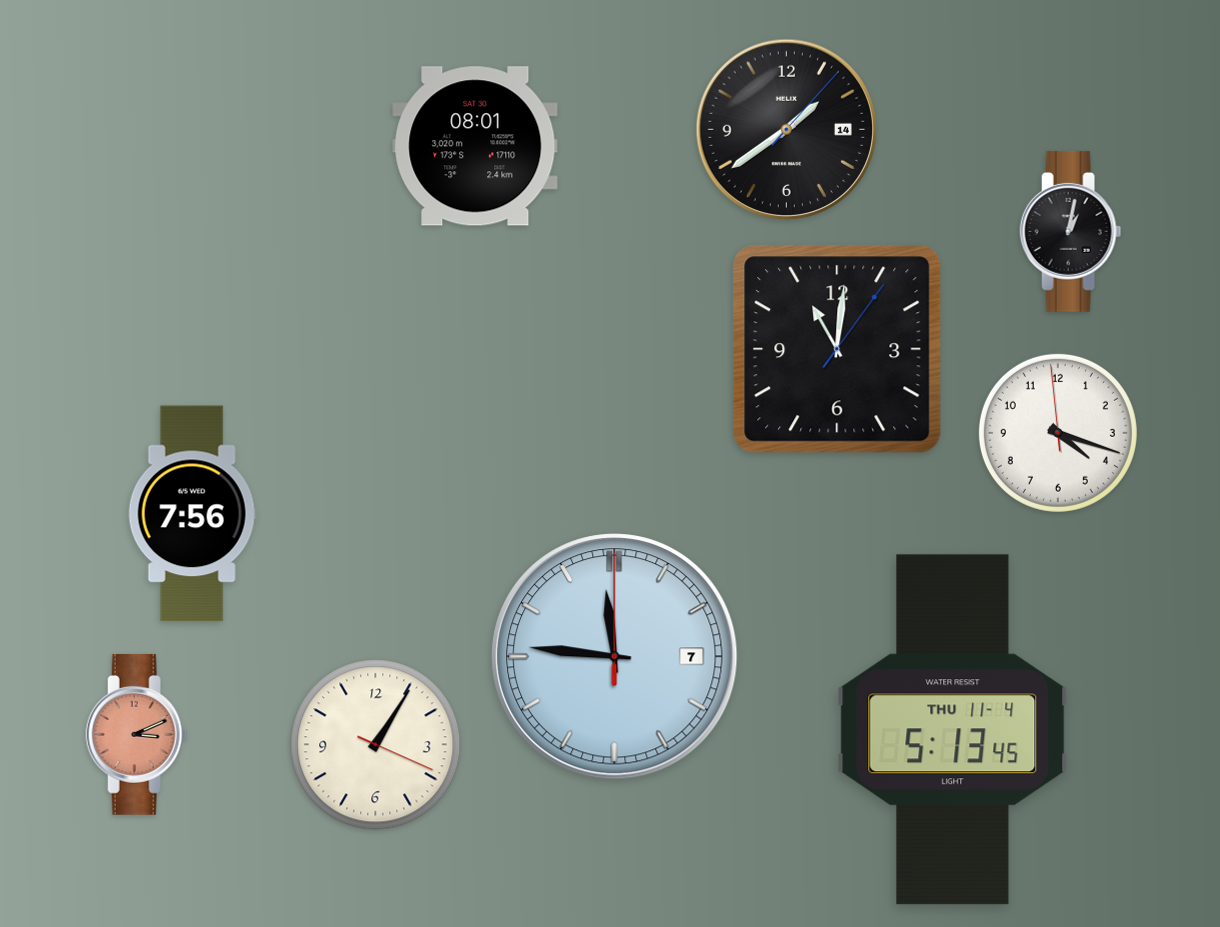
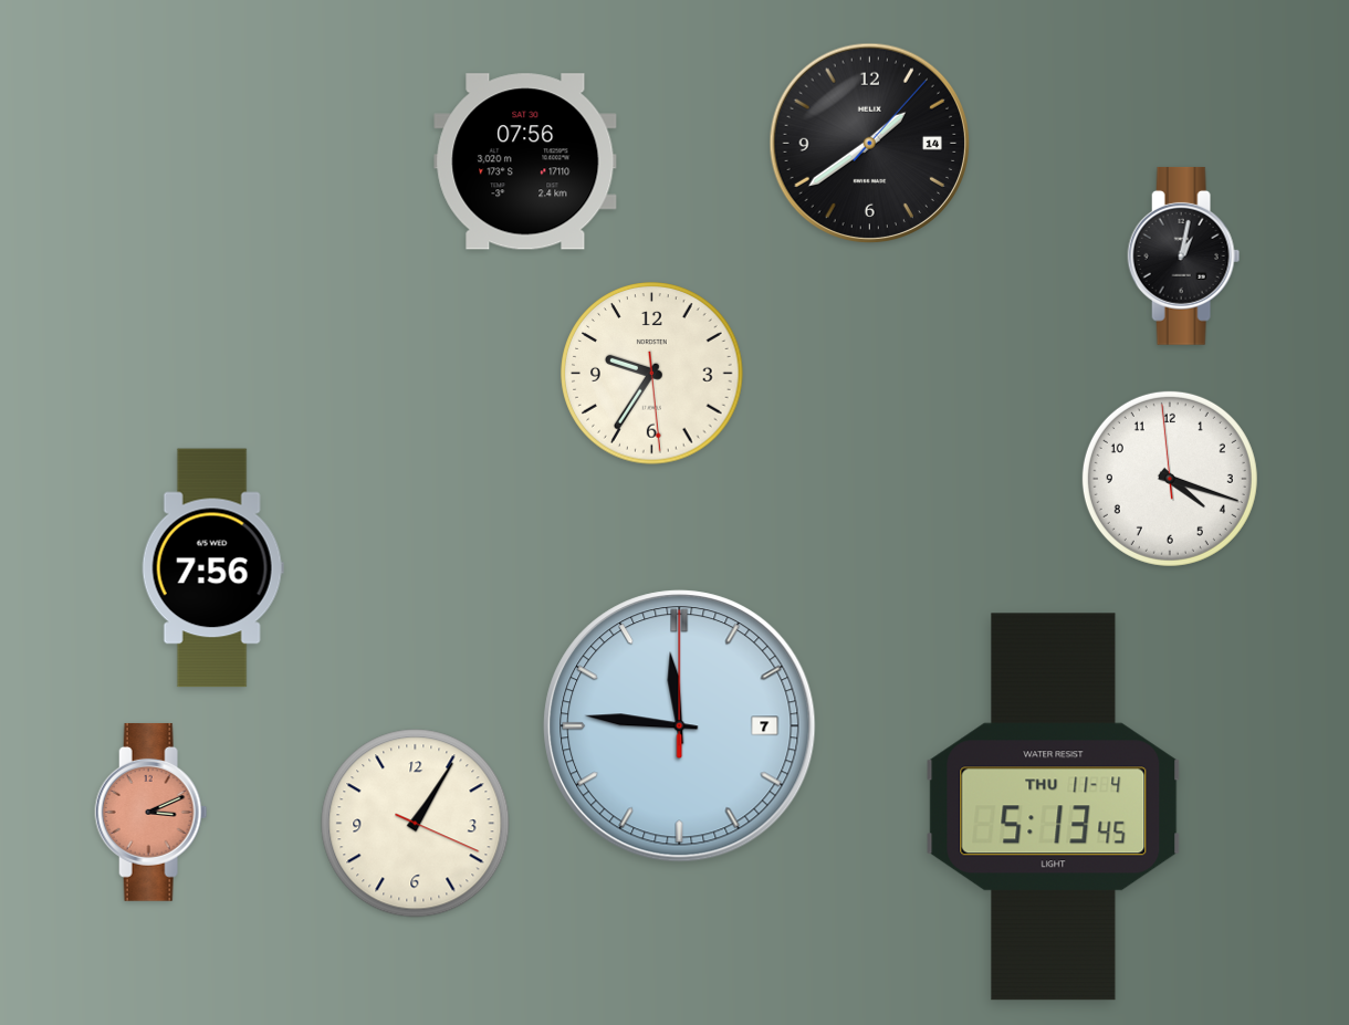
clock at (475, 146): 08:01 -> 07:56
clock at (652, 374): none -> 9:35
clock at (837, 349): 11:01 -> none
